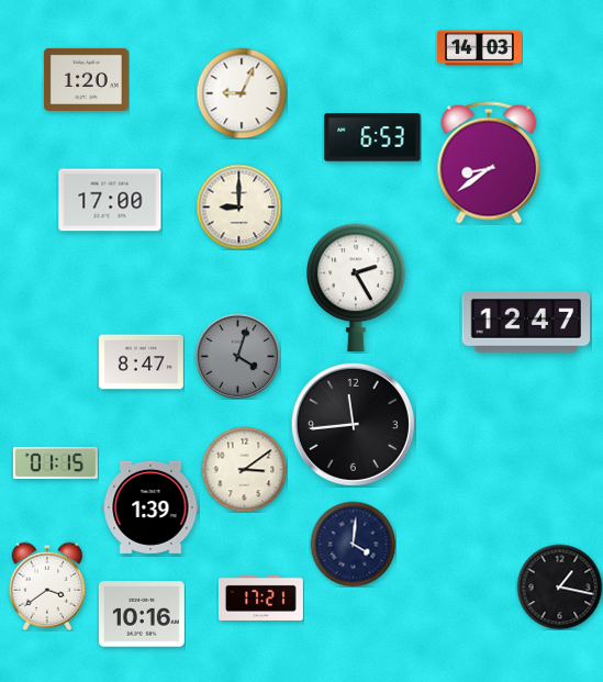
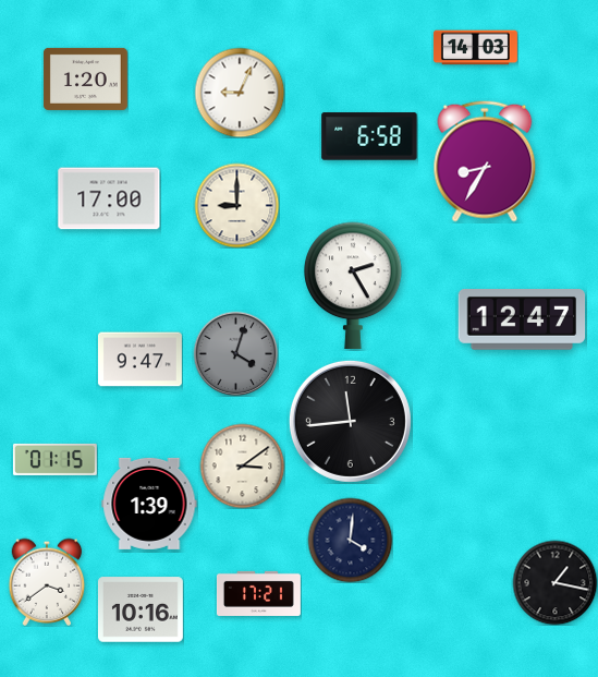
clock at (372, 137): 6:53 -> 6:58
clock at (489, 163): 8:39 -> 8:35
clock at (141, 362): 8:47 -> 9:47
